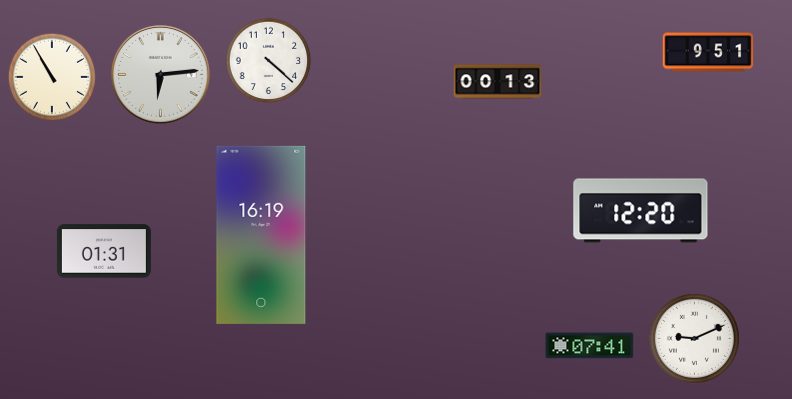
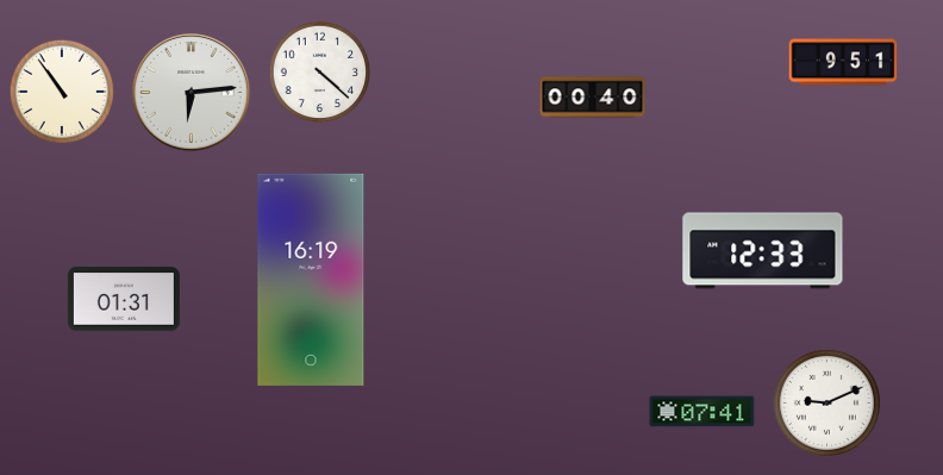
clock at (161, 75) position: (161, 75) -> (192, 93)
clock at (51, 76): 10:55 -> 10:54
clock at (498, 82): 00:13 -> 00:40
clock at (641, 211): 12:20 -> 12:33
